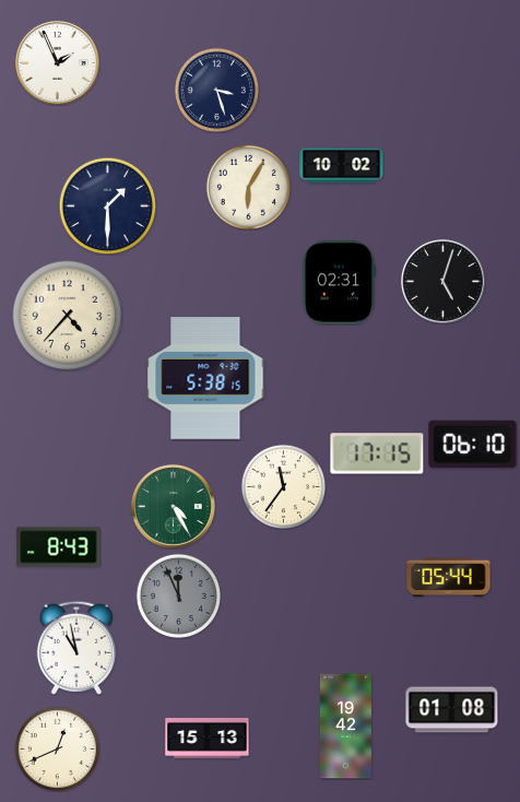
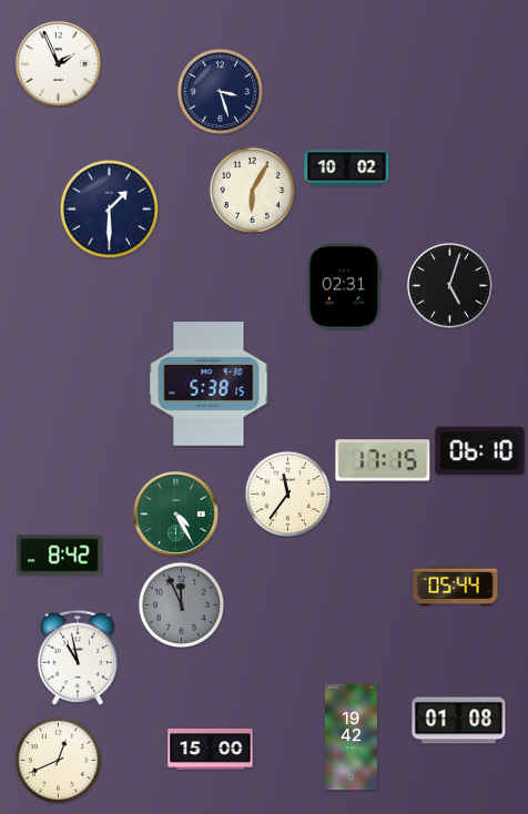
clock at (68, 316): 4:37 -> none
clock at (59, 547): 8:43 -> 8:42
clock at (208, 739): 15:13 -> 15:00
